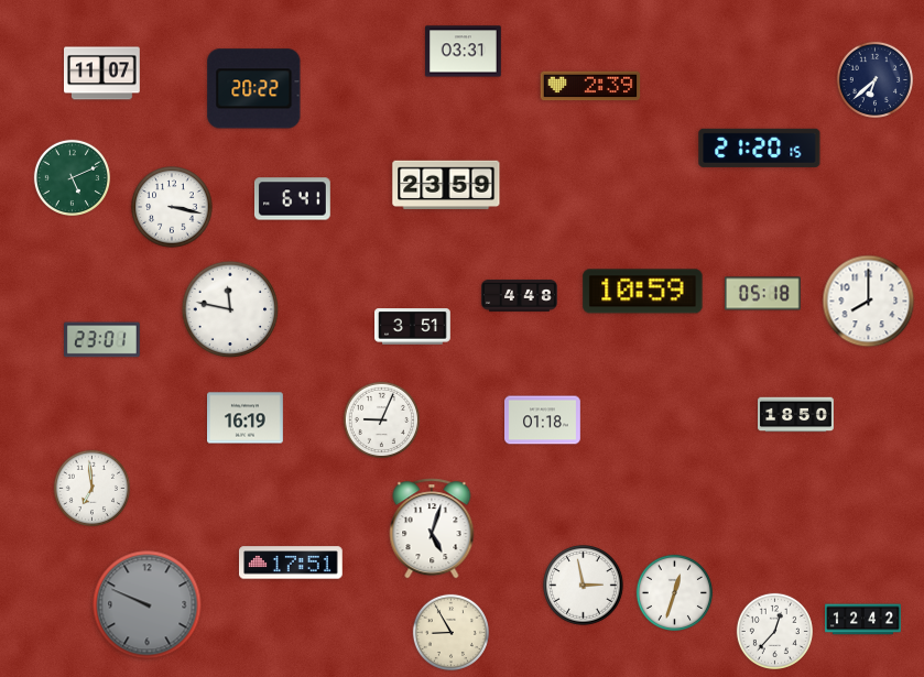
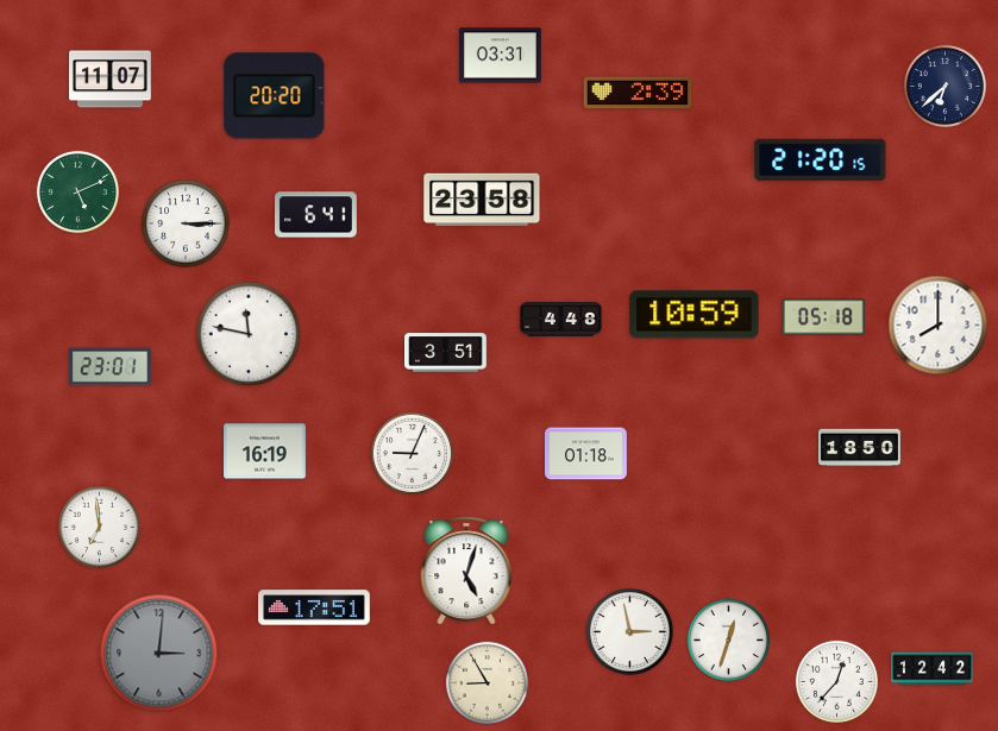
clock at (254, 89): 20:22 -> 20:20
clock at (446, 184): 23:59 -> 23:58
clock at (172, 207): 3:17 -> 3:15
clock at (148, 605): 9:49 -> 3:01
